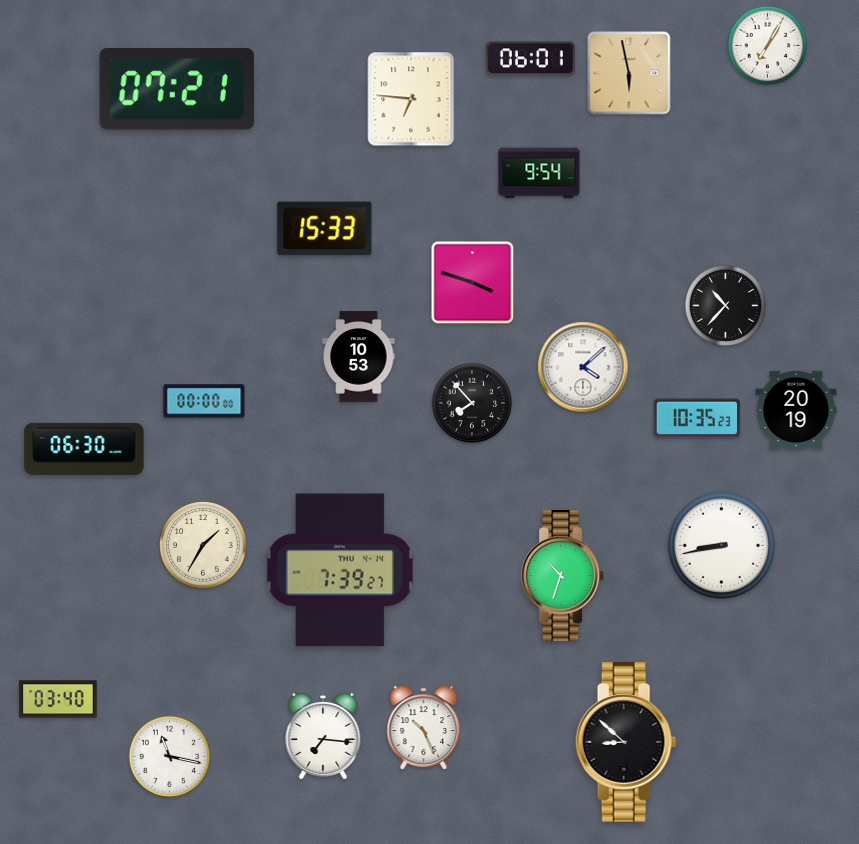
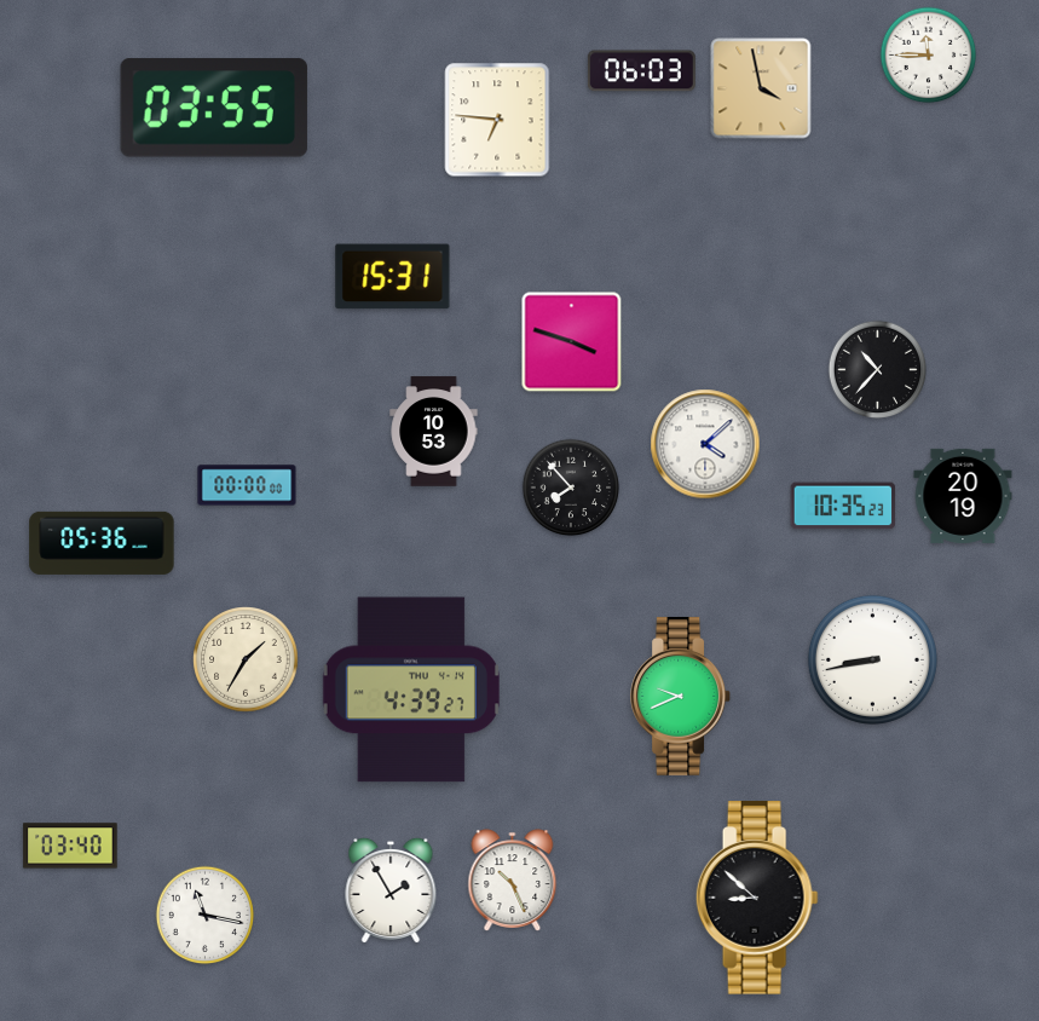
clock at (768, 46): 7:05 -> 11:45
clock at (530, 59): 06:01 -> 06:03
clock at (629, 73): 5:58 -> 3:58
clock at (177, 89): 07:21 -> 03:55
clock at (539, 173): 9:54 -> none
clock at (325, 229): 15:33 -> 15:31
clock at (84, 449): 06:30 -> 05:36
clock at (340, 570): 7:39 -> 4:39
clock at (563, 575): 10:33 -> 9:41
clock at (323, 735): 7:16 -> 1:55
